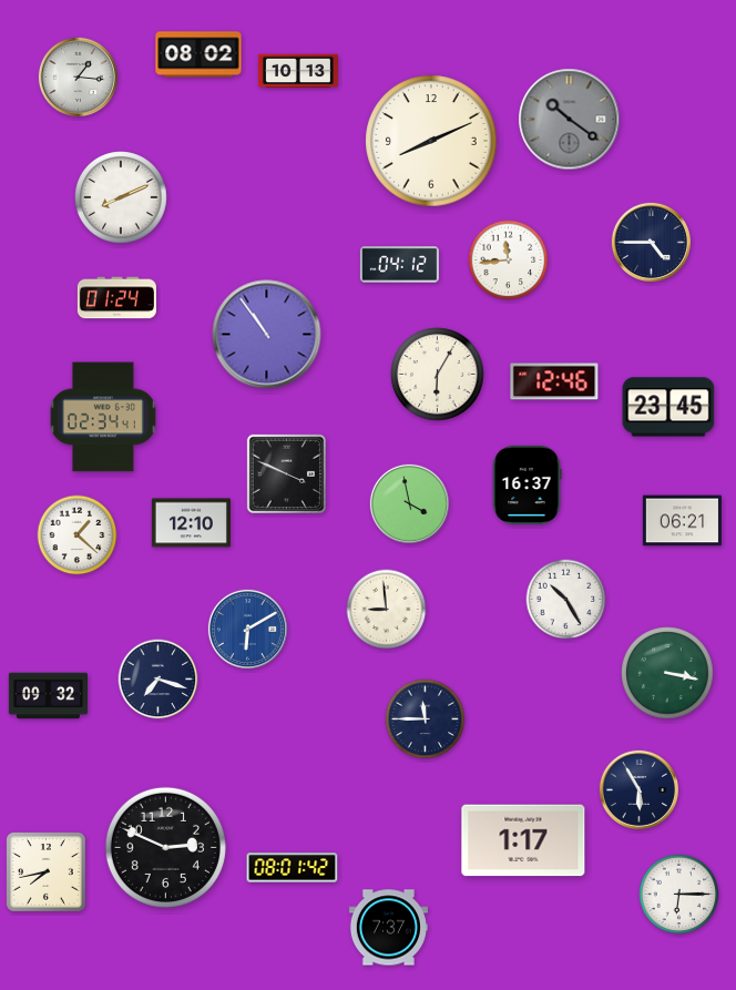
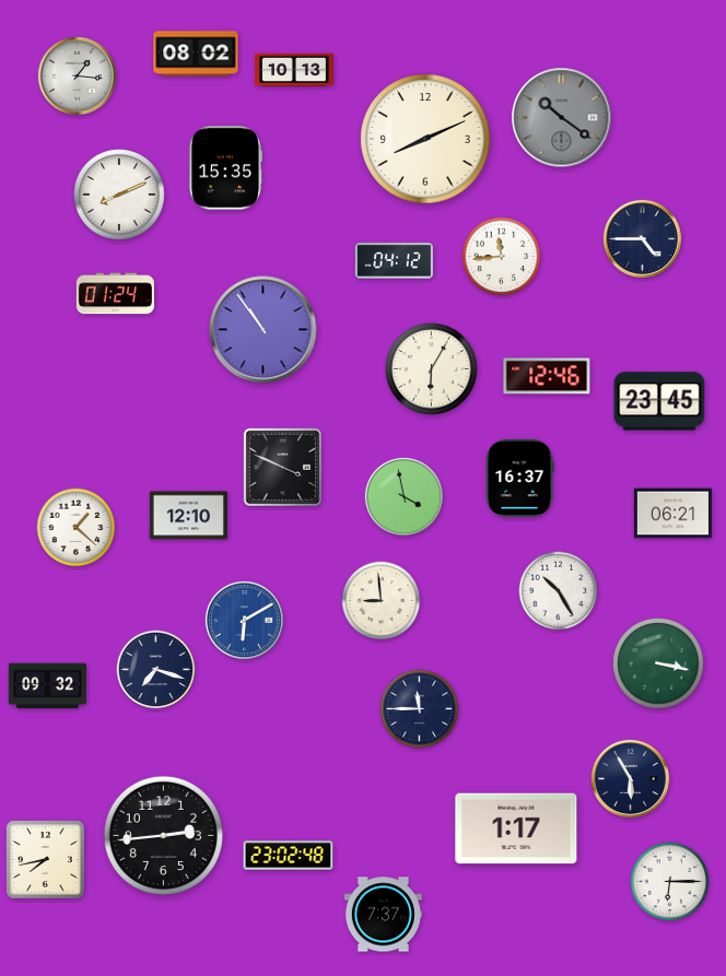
clock at (225, 168): none -> 15:35
clock at (103, 417): 02:34 -> none
clock at (165, 847): 2:49 -> 2:44
clock at (293, 868): 08:01 -> 23:02
